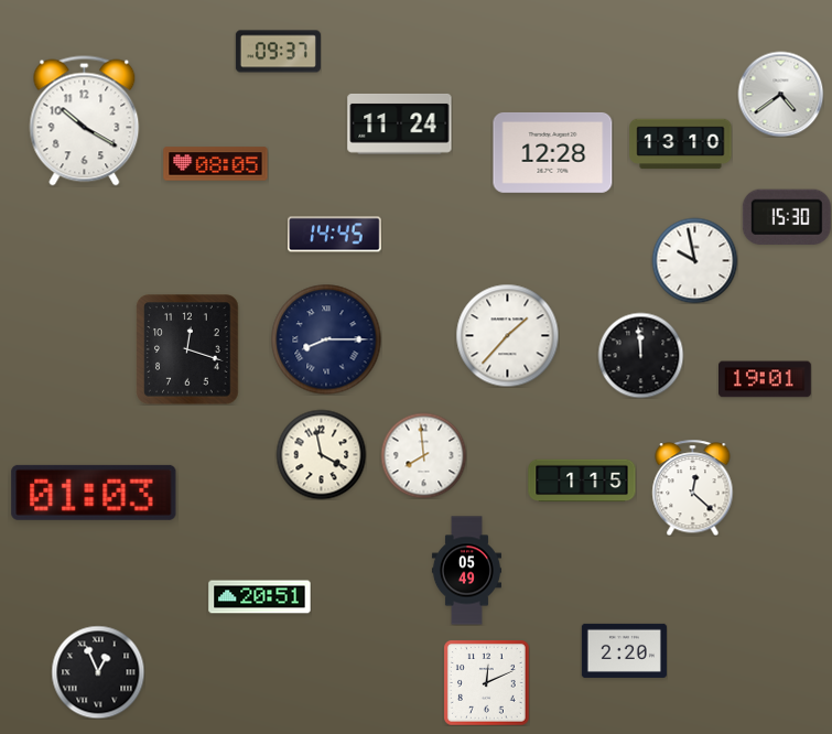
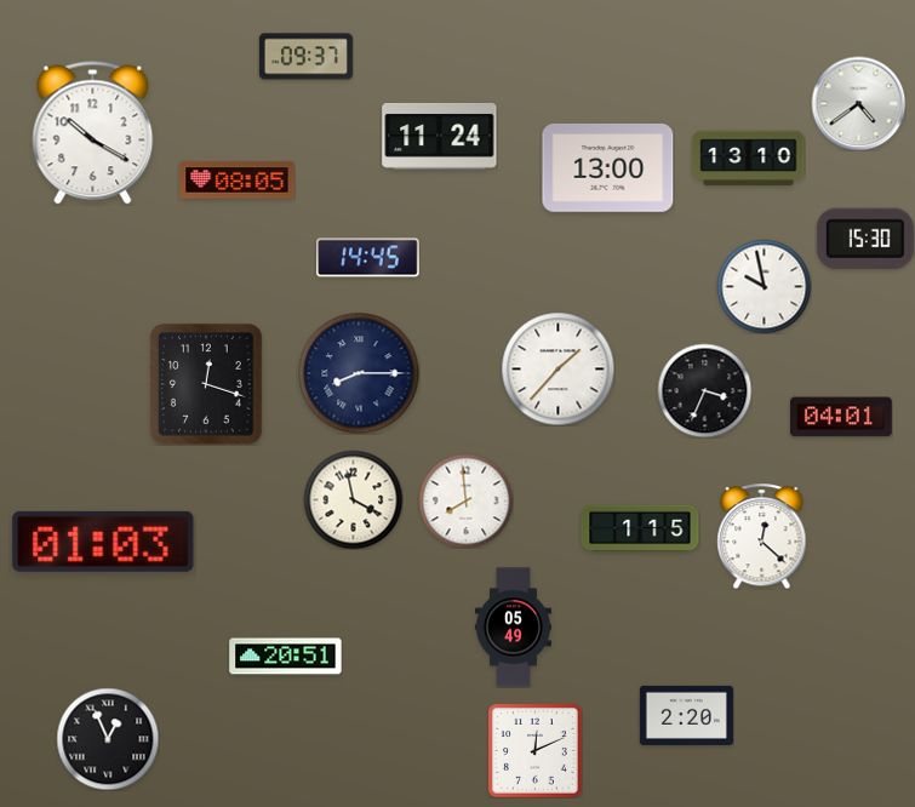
clock at (553, 152): 12:28 -> 13:00
clock at (640, 355): 11:59 -> 3:34
clock at (766, 379): 19:01 -> 04:01
